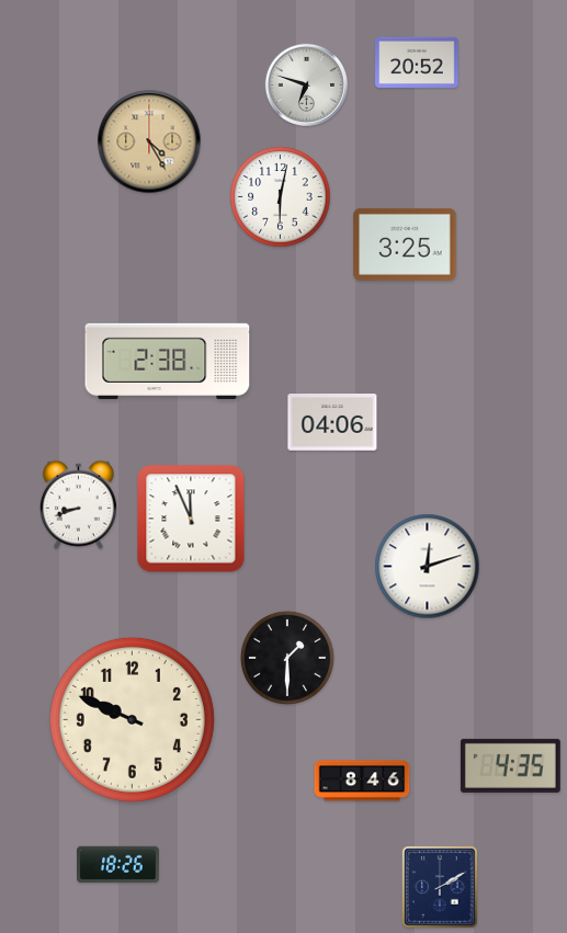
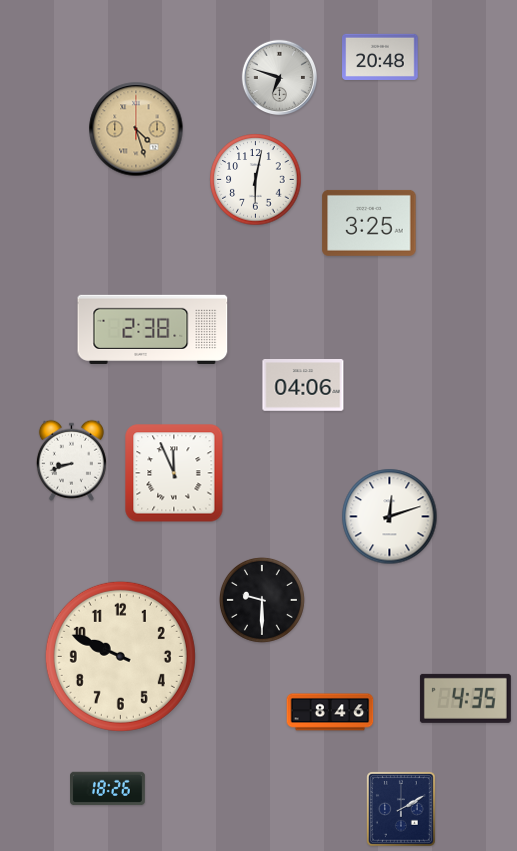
clock at (417, 62): 20:52 -> 20:48
clock at (149, 141): 4:25 -> 4:27
clock at (287, 658): 1:30 -> 9:30
